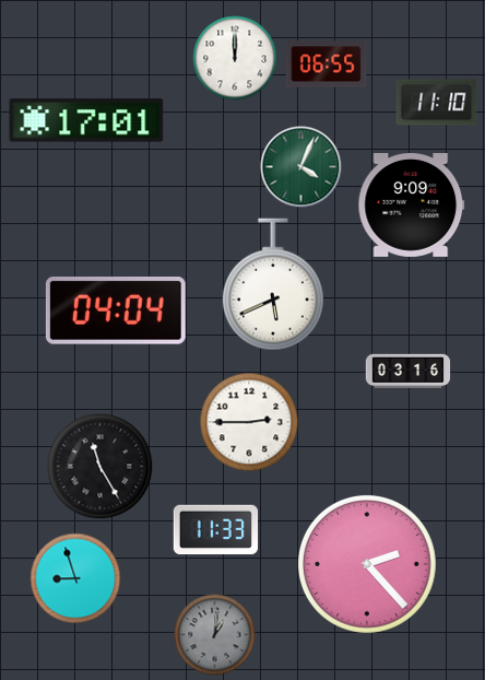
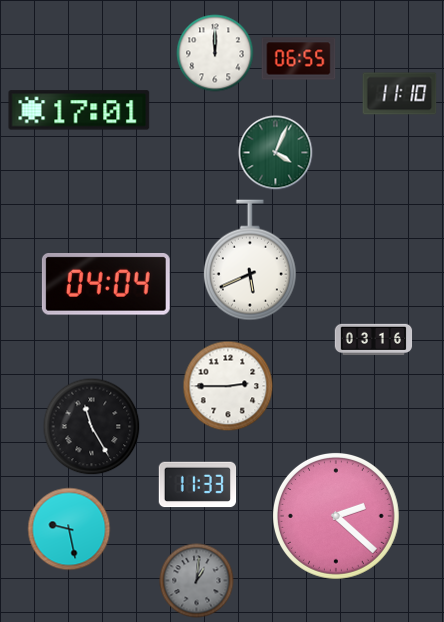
clock at (412, 204): 9:09 -> none
clock at (367, 564): 2:23 -> 2:22
clock at (75, 578): 8:57 -> 9:28
